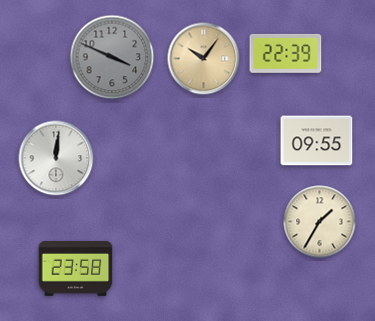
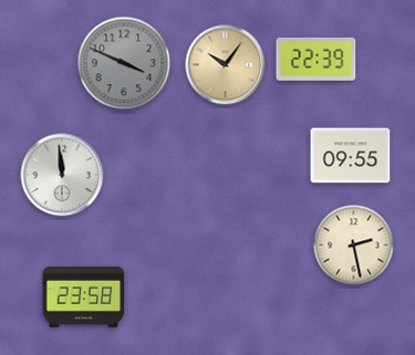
clock at (56, 158): 12:01 -> 11:59
clock at (320, 222): 1:35 -> 2:28
